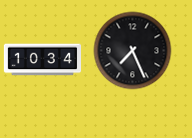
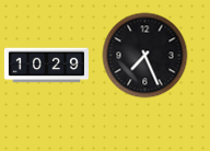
clock at (42, 60): 10:34 -> 10:29
